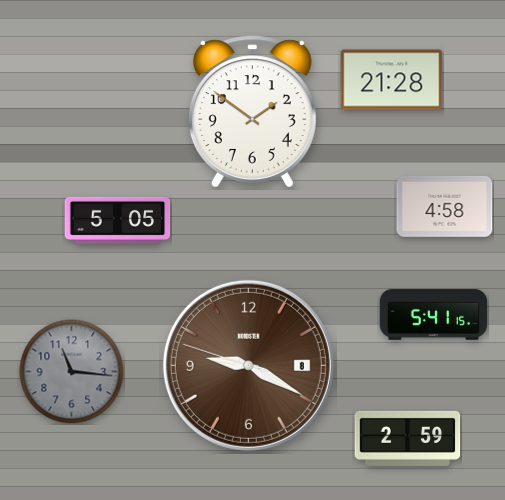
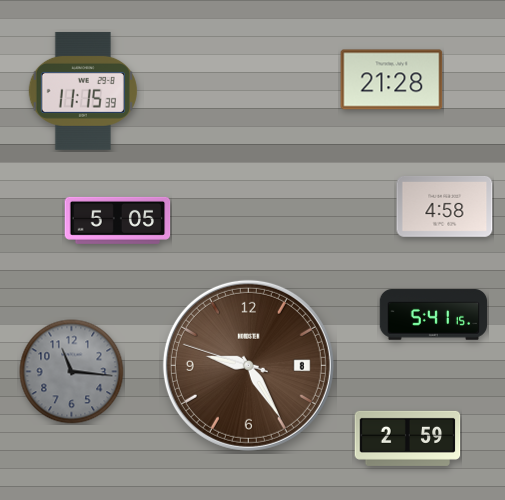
clock at (83, 91): none -> 11:15
clock at (252, 112): 1:51 -> none
clock at (248, 365): 9:19 -> 9:24
